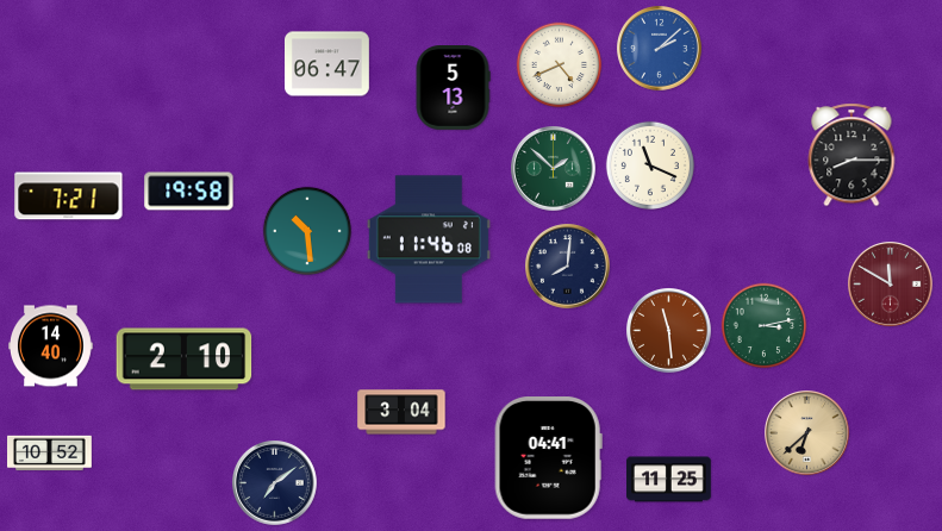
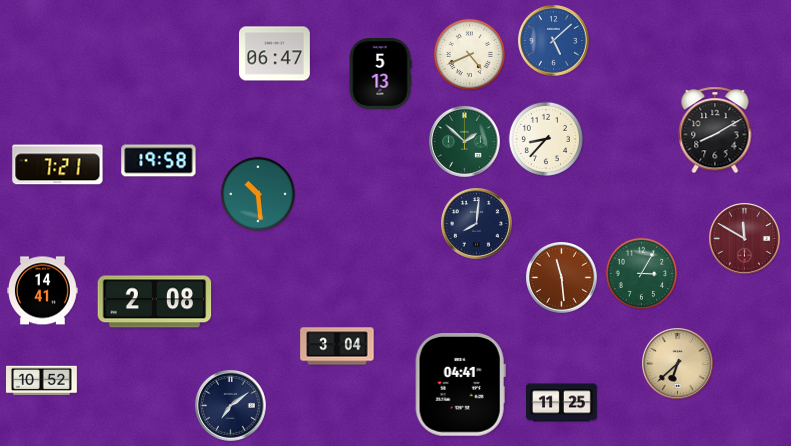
clock at (660, 49): 2:08 -> 5:08
clock at (851, 155): 8:15 -> 8:10
clock at (650, 165): 11:19 -> 8:37
clock at (429, 239): 11:46 -> none
clock at (891, 285) position: (891, 285) -> (745, 239)
clock at (765, 326): 3:13 -> 3:05
clock at (51, 346): 14:40 -> 14:41
clock at (185, 360): 2:10 -> 2:08
